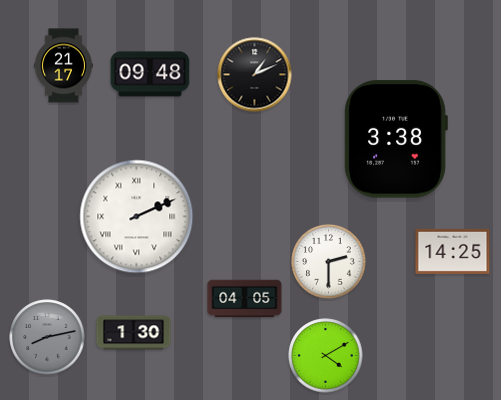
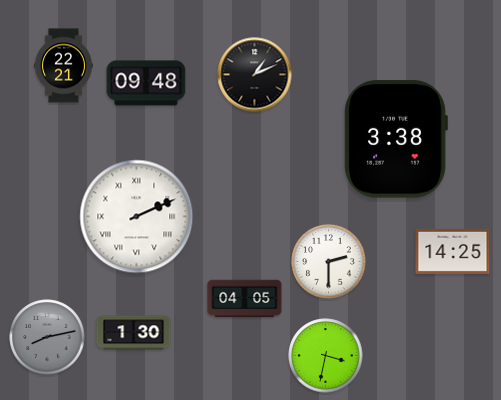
clock at (63, 66): 21:17 -> 22:21
clock at (150, 74) position: (150, 74) -> (146, 83)
clock at (326, 356): 4:10 -> 3:32
